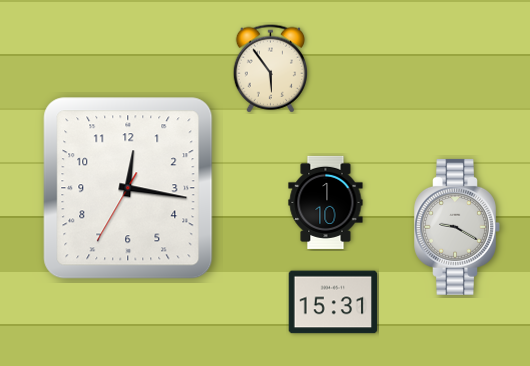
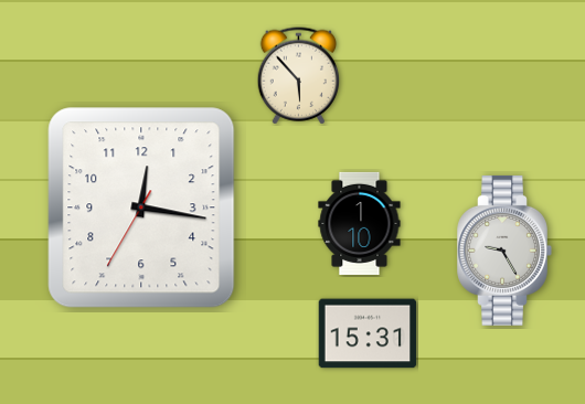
clock at (270, 69): 5:54 -> 5:53
clock at (457, 227): 9:20 -> 9:25
